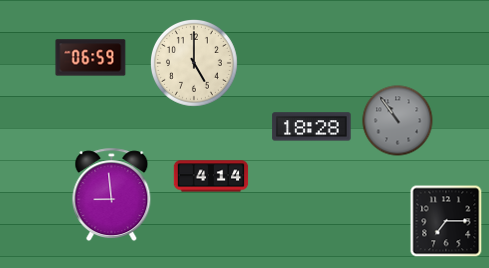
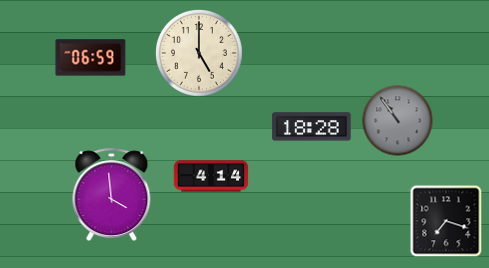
clock at (195, 64) position: (195, 64) -> (200, 54)
clock at (112, 195): 8:59 -> 3:59
clock at (446, 221): 7:15 -> 7:18
